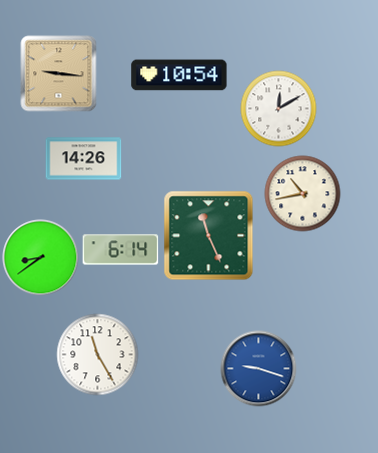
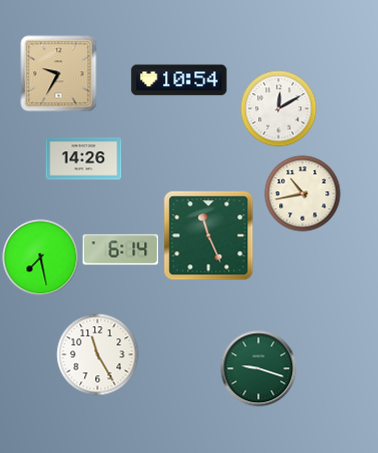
clock at (59, 74): 9:16 -> 9:35
clock at (179, 75) position: (179, 75) -> (179, 80)
clock at (41, 258): 8:39 -> 7:28
clock at (259, 369) dial: blue -> green
